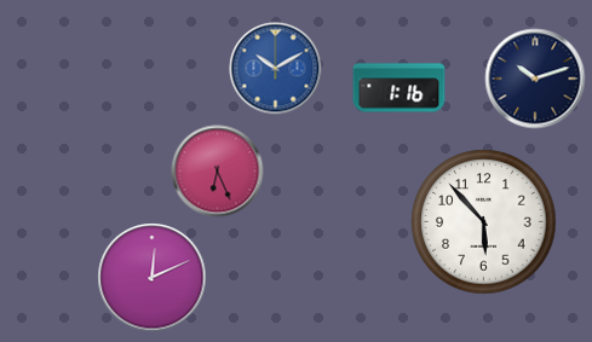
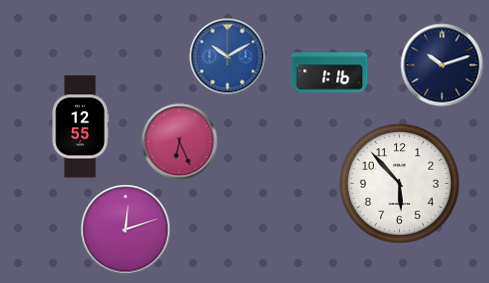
clock at (80, 127): none -> 12:55
clock at (153, 278): 12:11 -> 12:12
